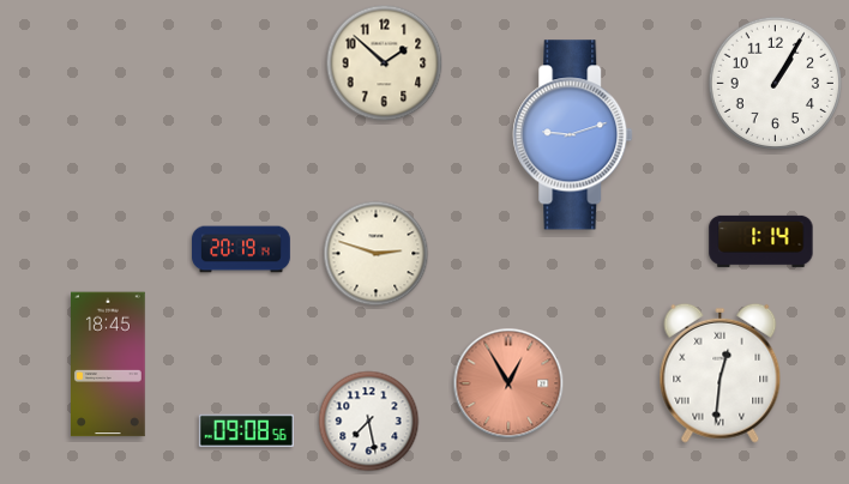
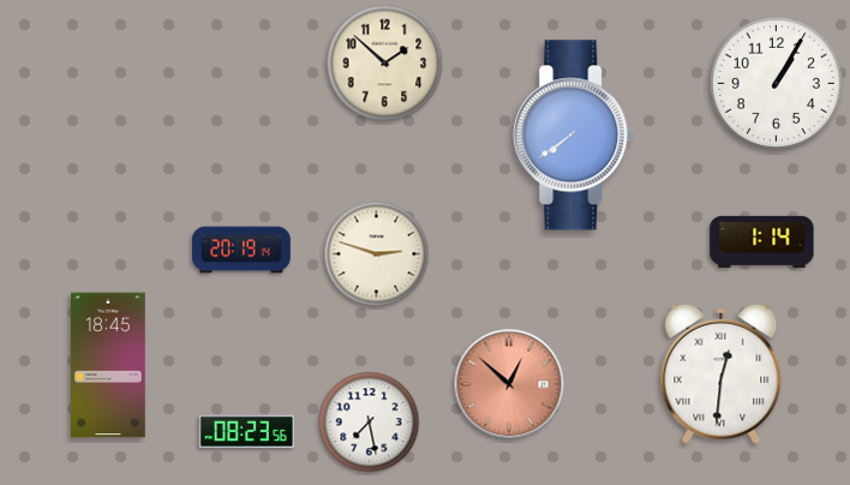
clock at (573, 135): 9:12 -> 7:39
clock at (508, 383): 12:55 -> 12:52
clock at (246, 431): 09:08 -> 08:23
